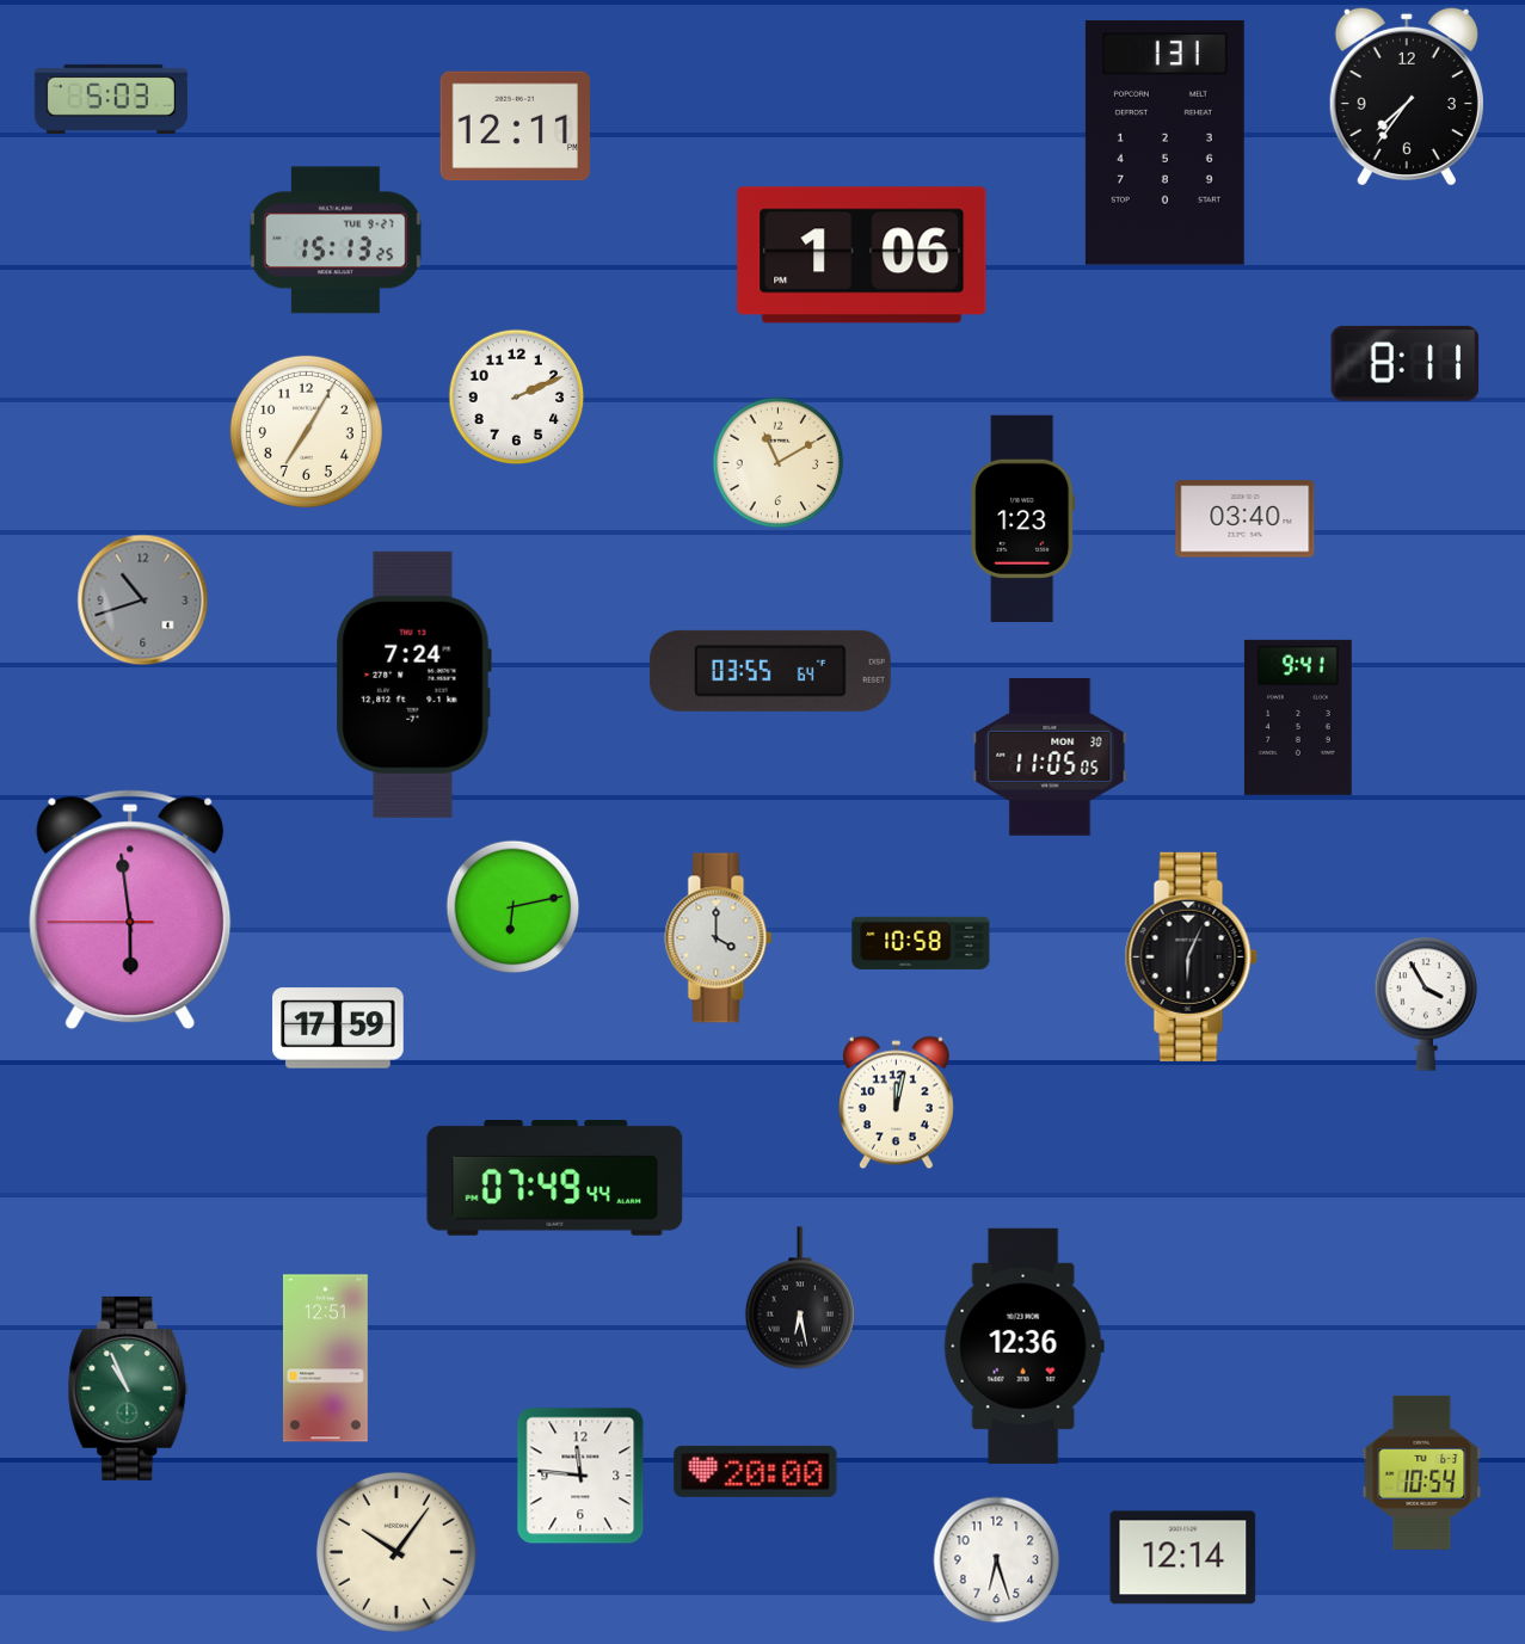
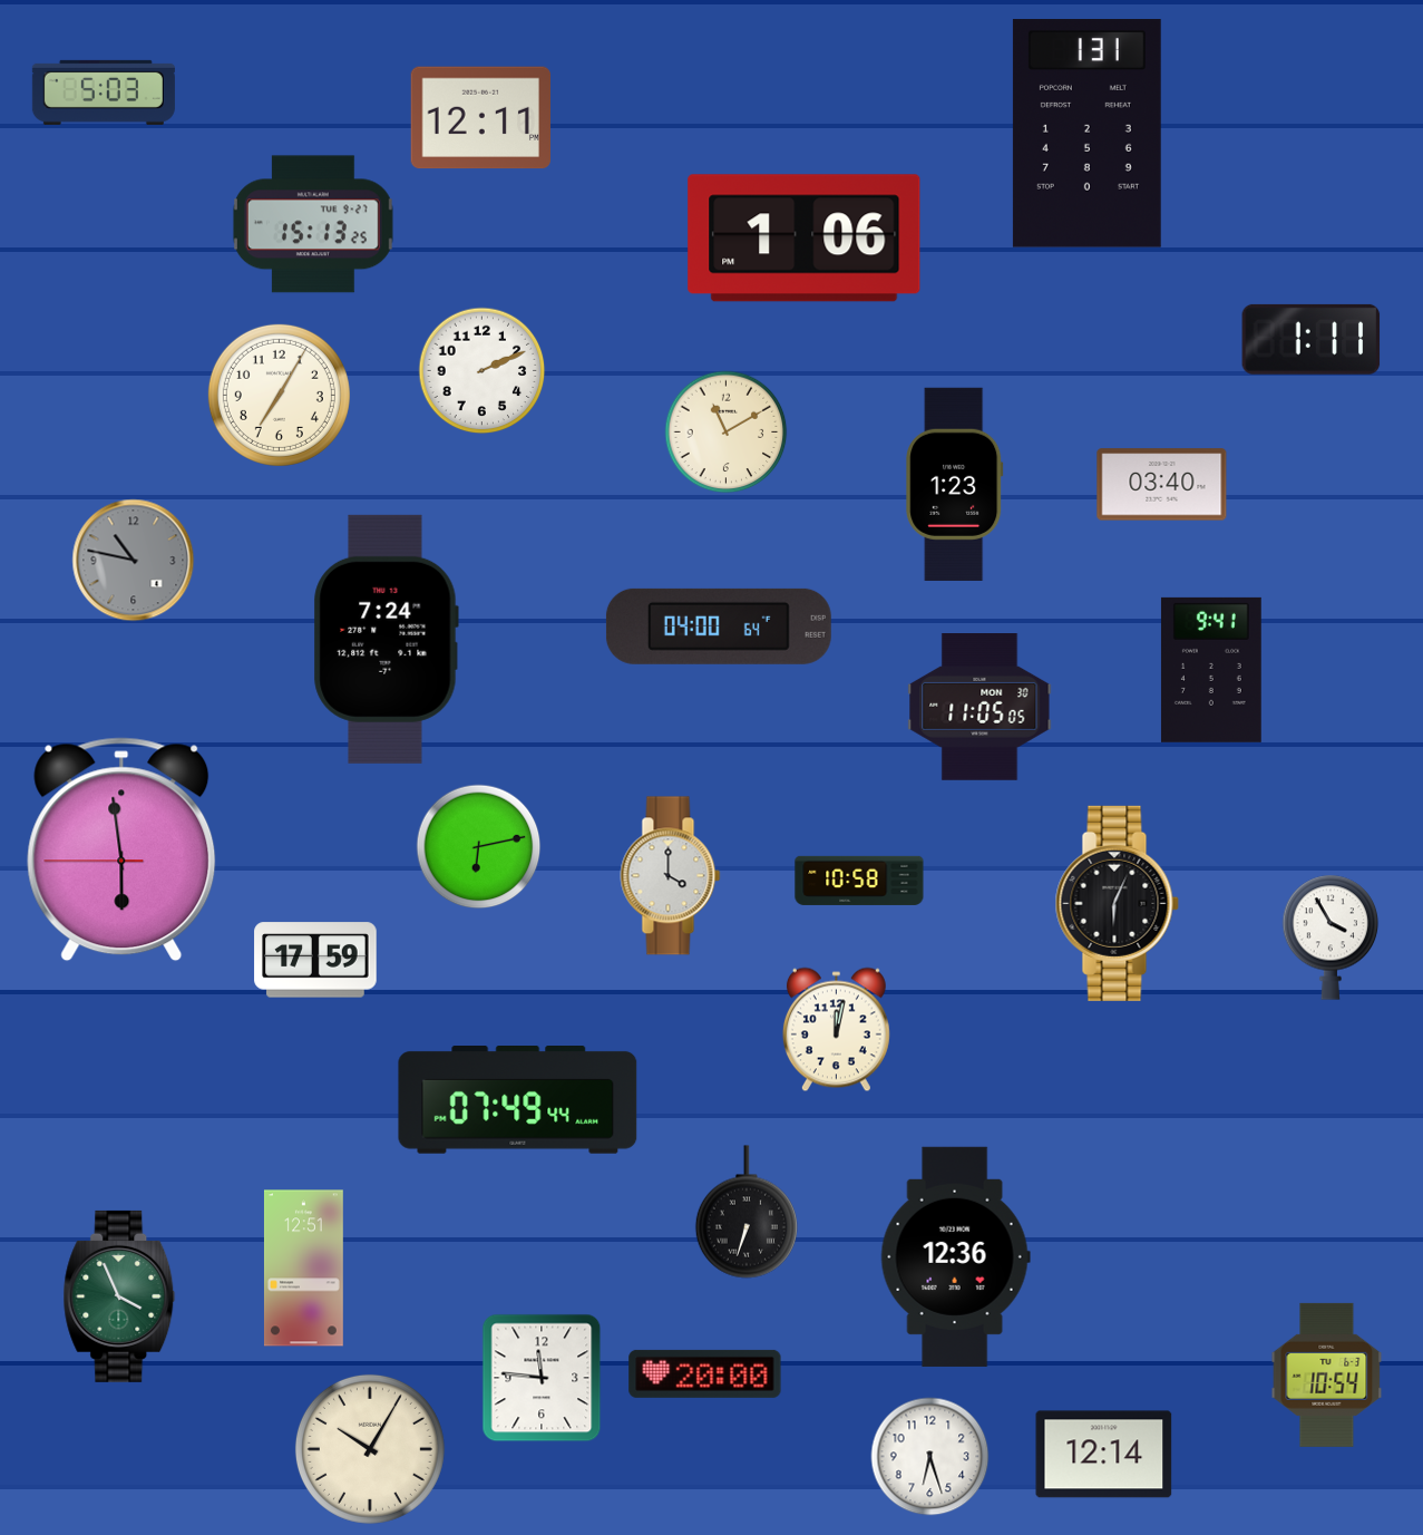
clock at (1407, 97): 7:36 -> none
clock at (1406, 363): 8:11 -> 1:11
clock at (306, 431) position: (306, 431) -> (279, 395)
clock at (143, 601): 10:42 -> 10:47
clock at (770, 671): 03:55 -> 04:00
clock at (1191, 956) position: (1191, 956) -> (1117, 903)
clock at (800, 1298): 6:28 -> 6:33
clock at (128, 1389): 10:56 -> 3:56
clock at (396, 1552): 10:06 -> 10:05
